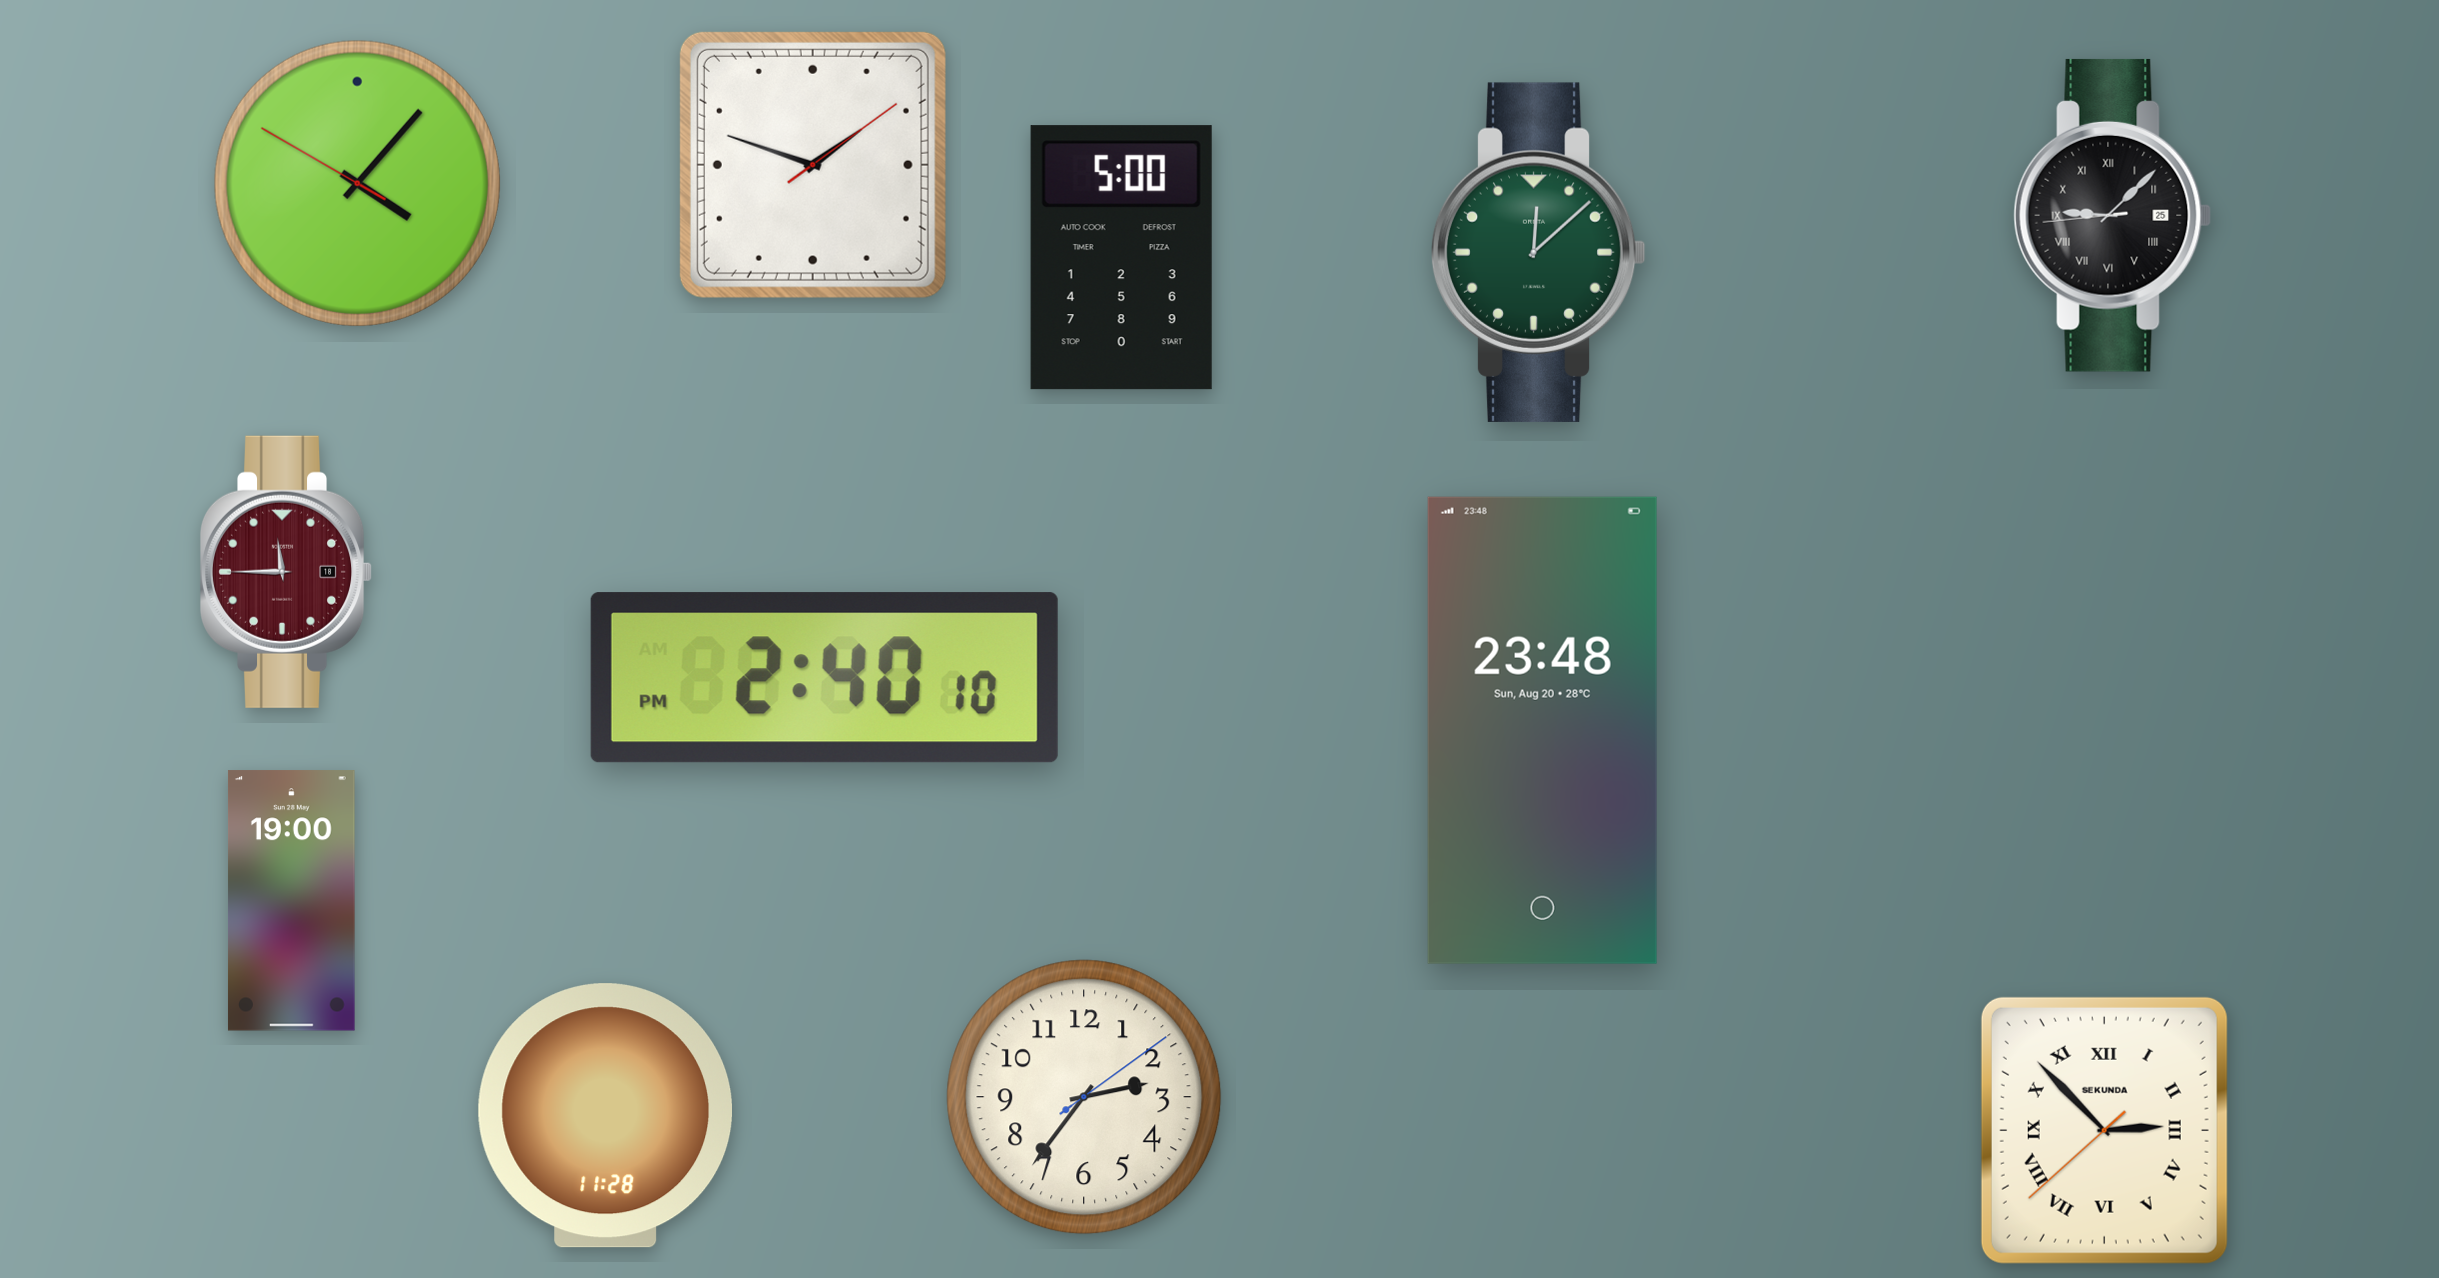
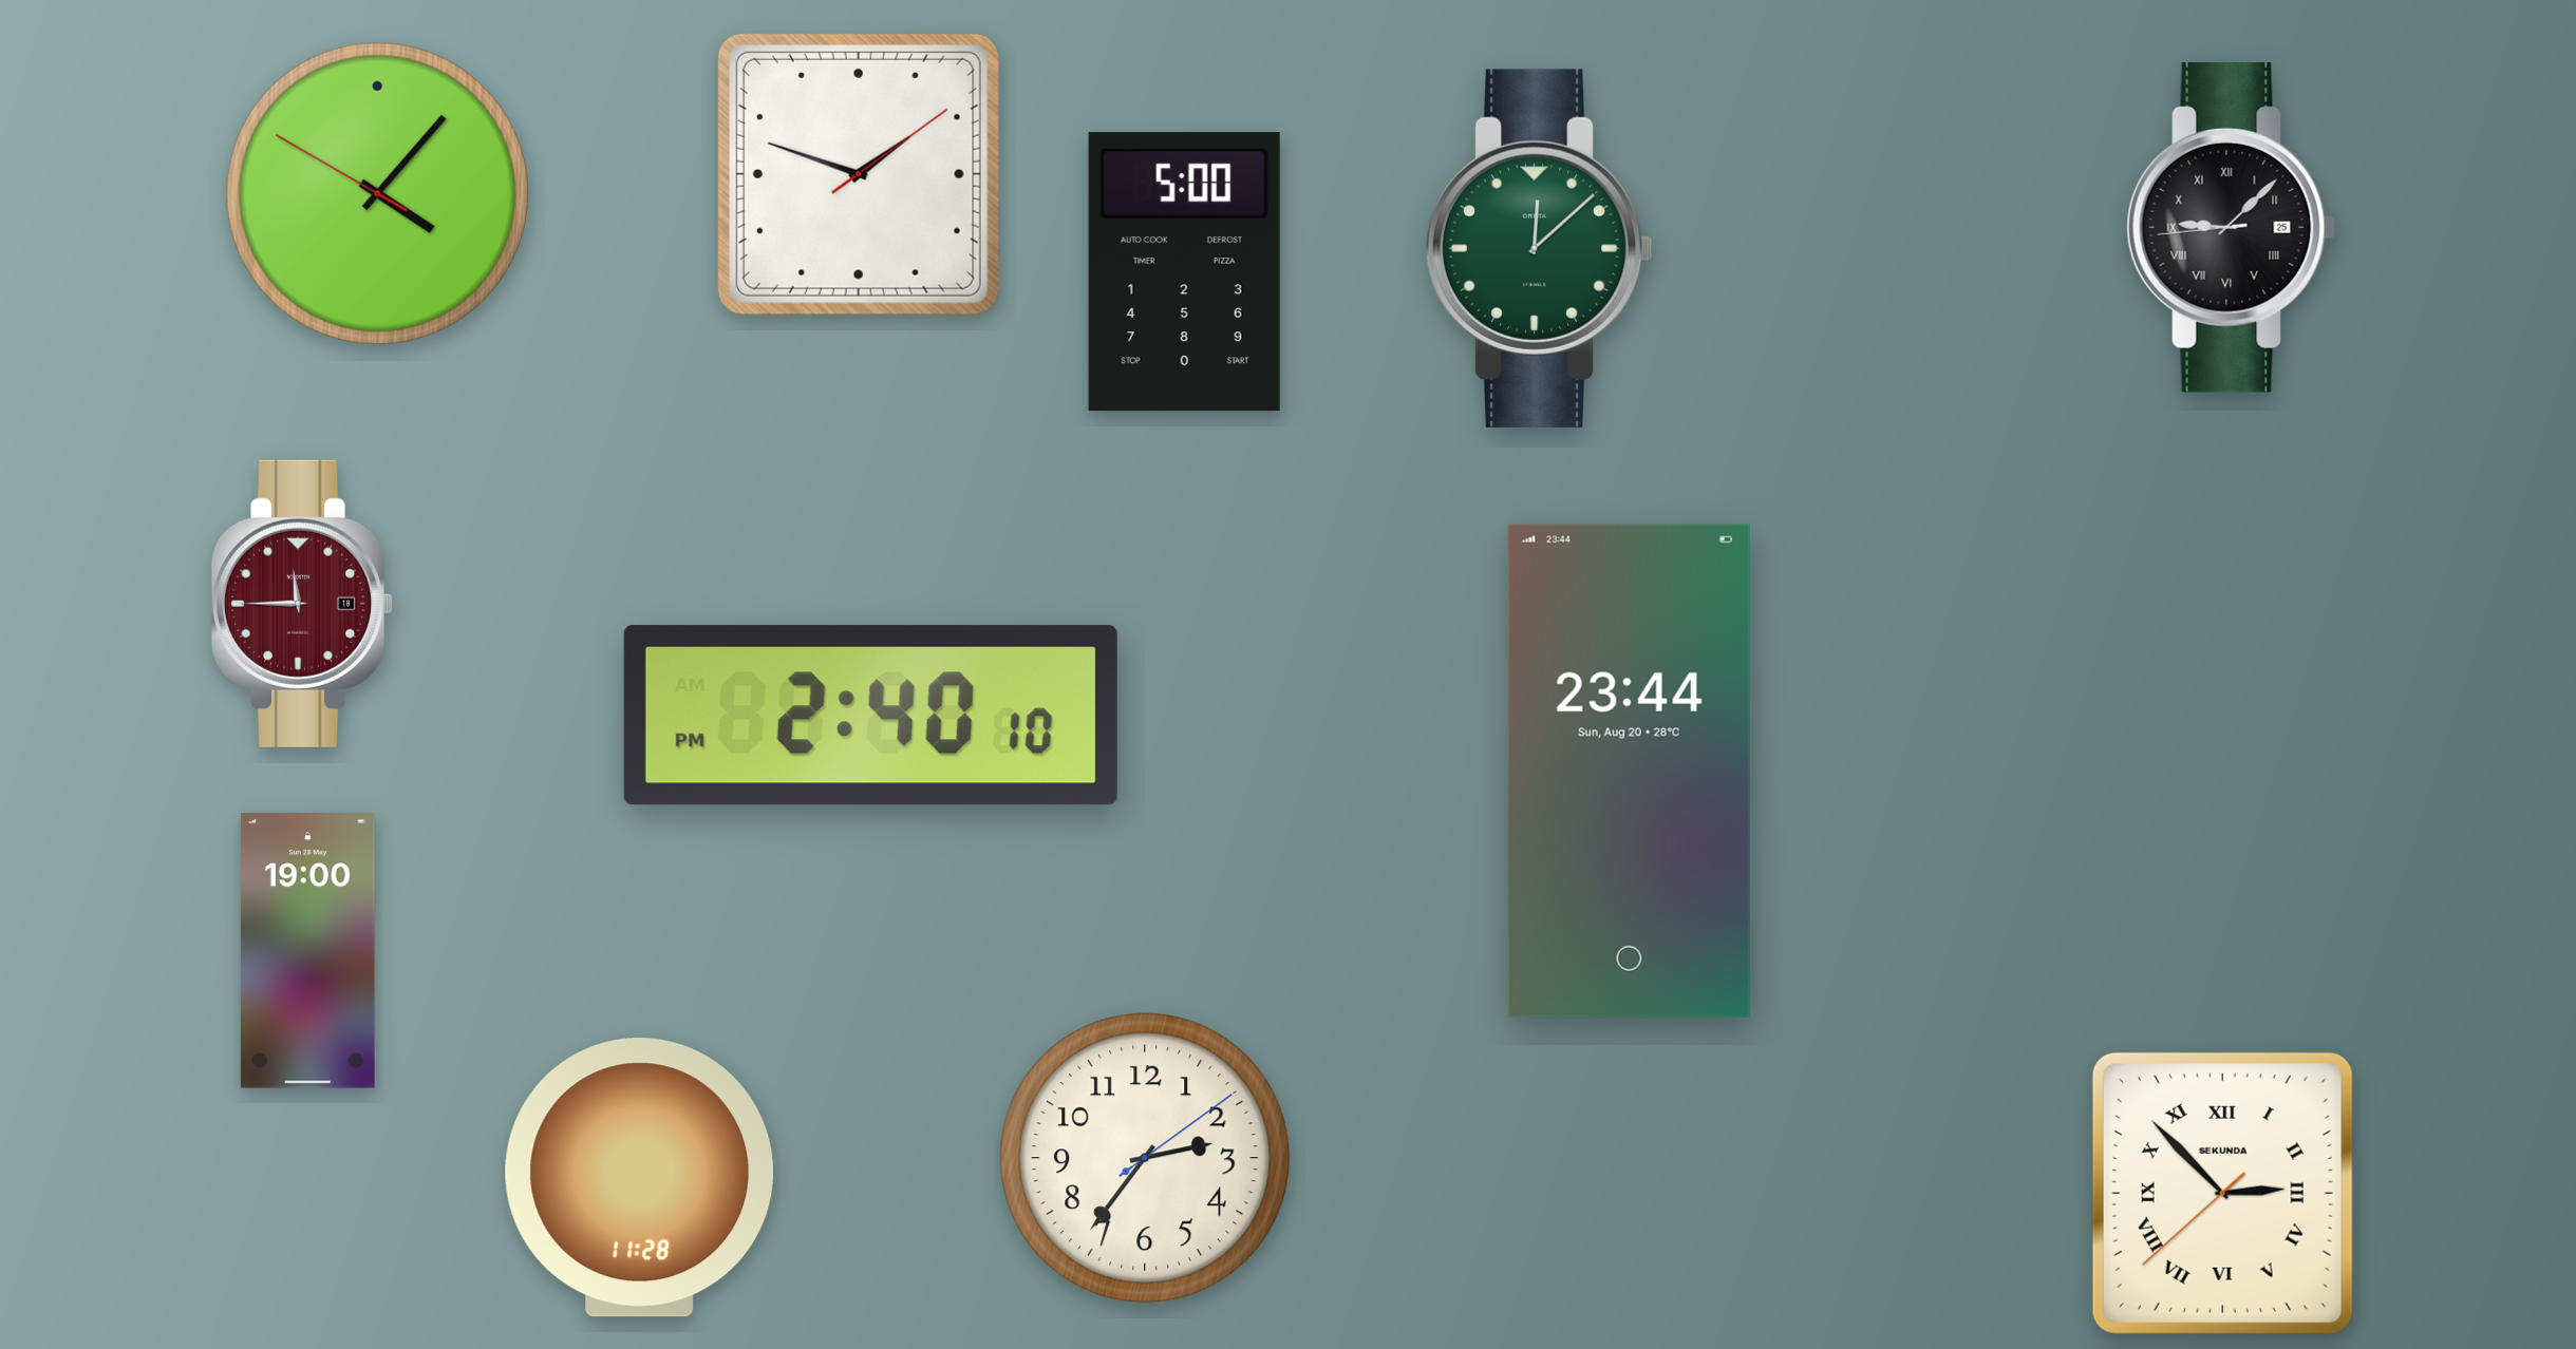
clock at (1538, 252) position: (1538, 252) -> (1539, 248)
clock at (1542, 730): 23:48 -> 23:44
